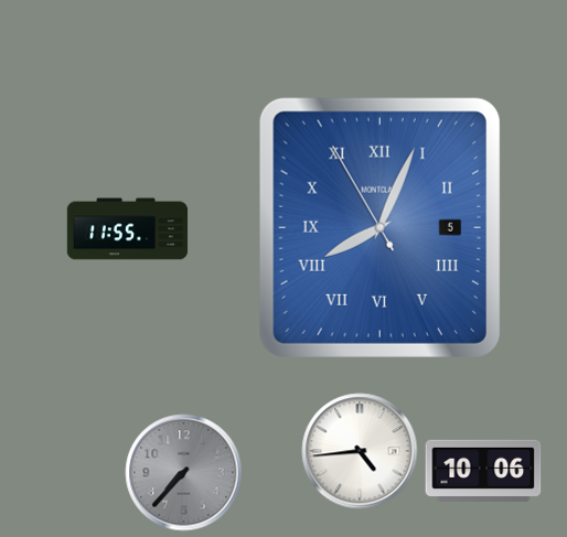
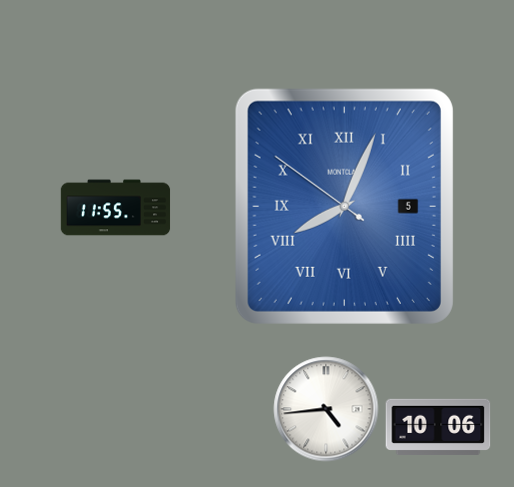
clock at (379, 227): 8:03:55 -> 8:03:51
clock at (184, 473): 7:37 -> none
